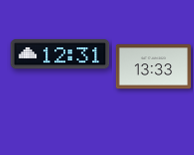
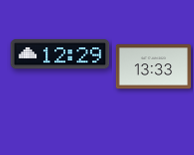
clock at (60, 54): 12:31 -> 12:29
